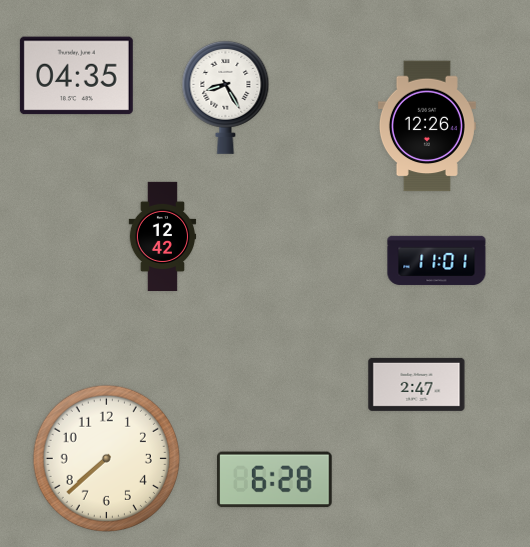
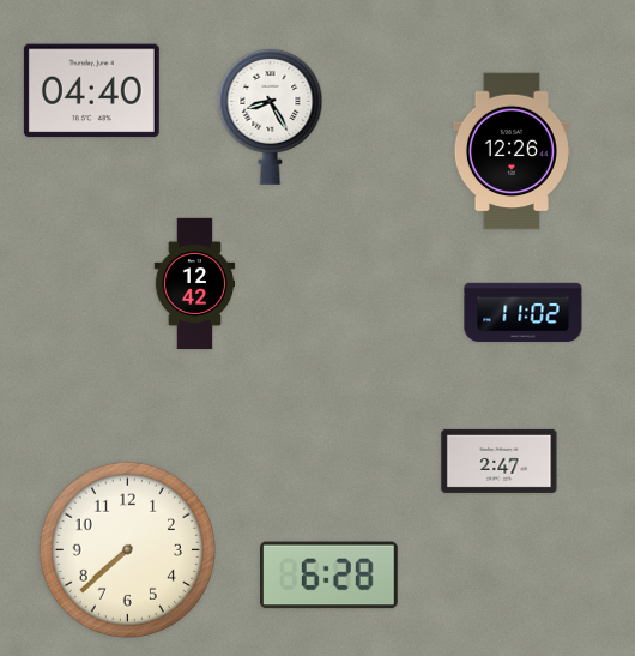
clock at (76, 76): 04:35 -> 04:40
clock at (437, 260): 11:01 -> 11:02
